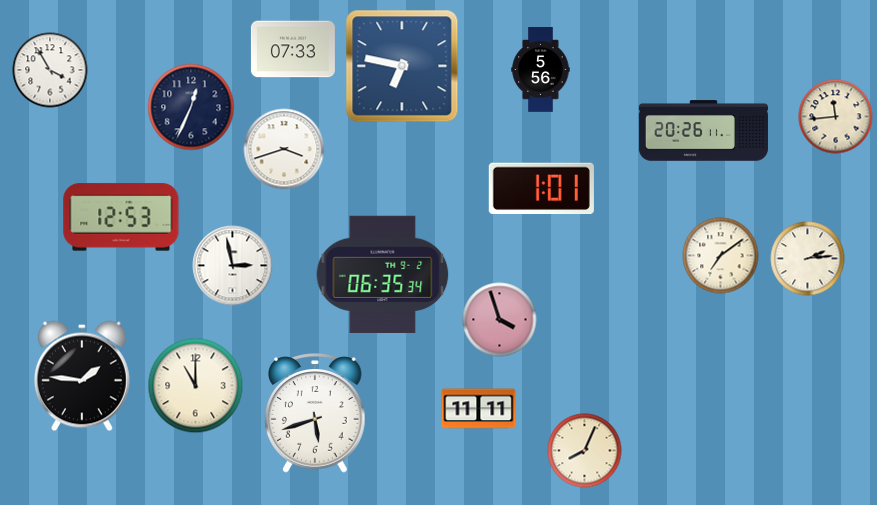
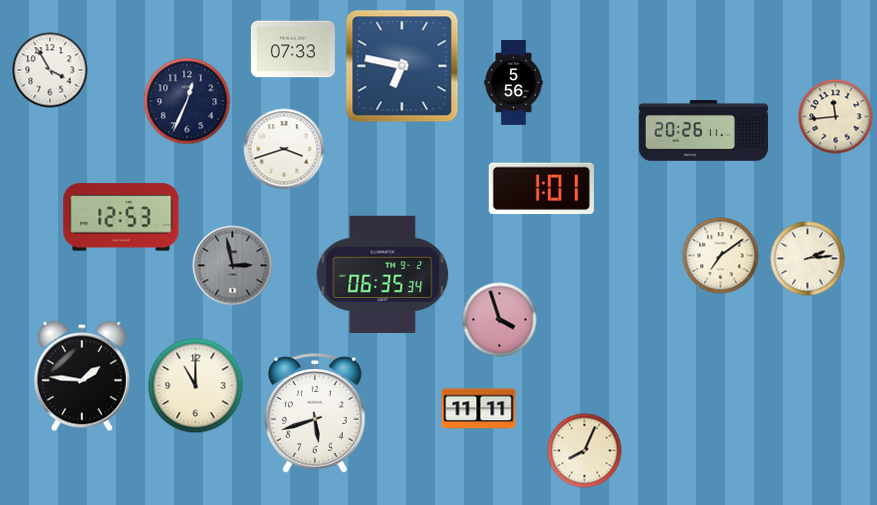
clock at (541, 70) position: (541, 70) -> (514, 83)
clock at (191, 107) position: (191, 107) -> (187, 101)
clock at (233, 266) dial: white -> grey
